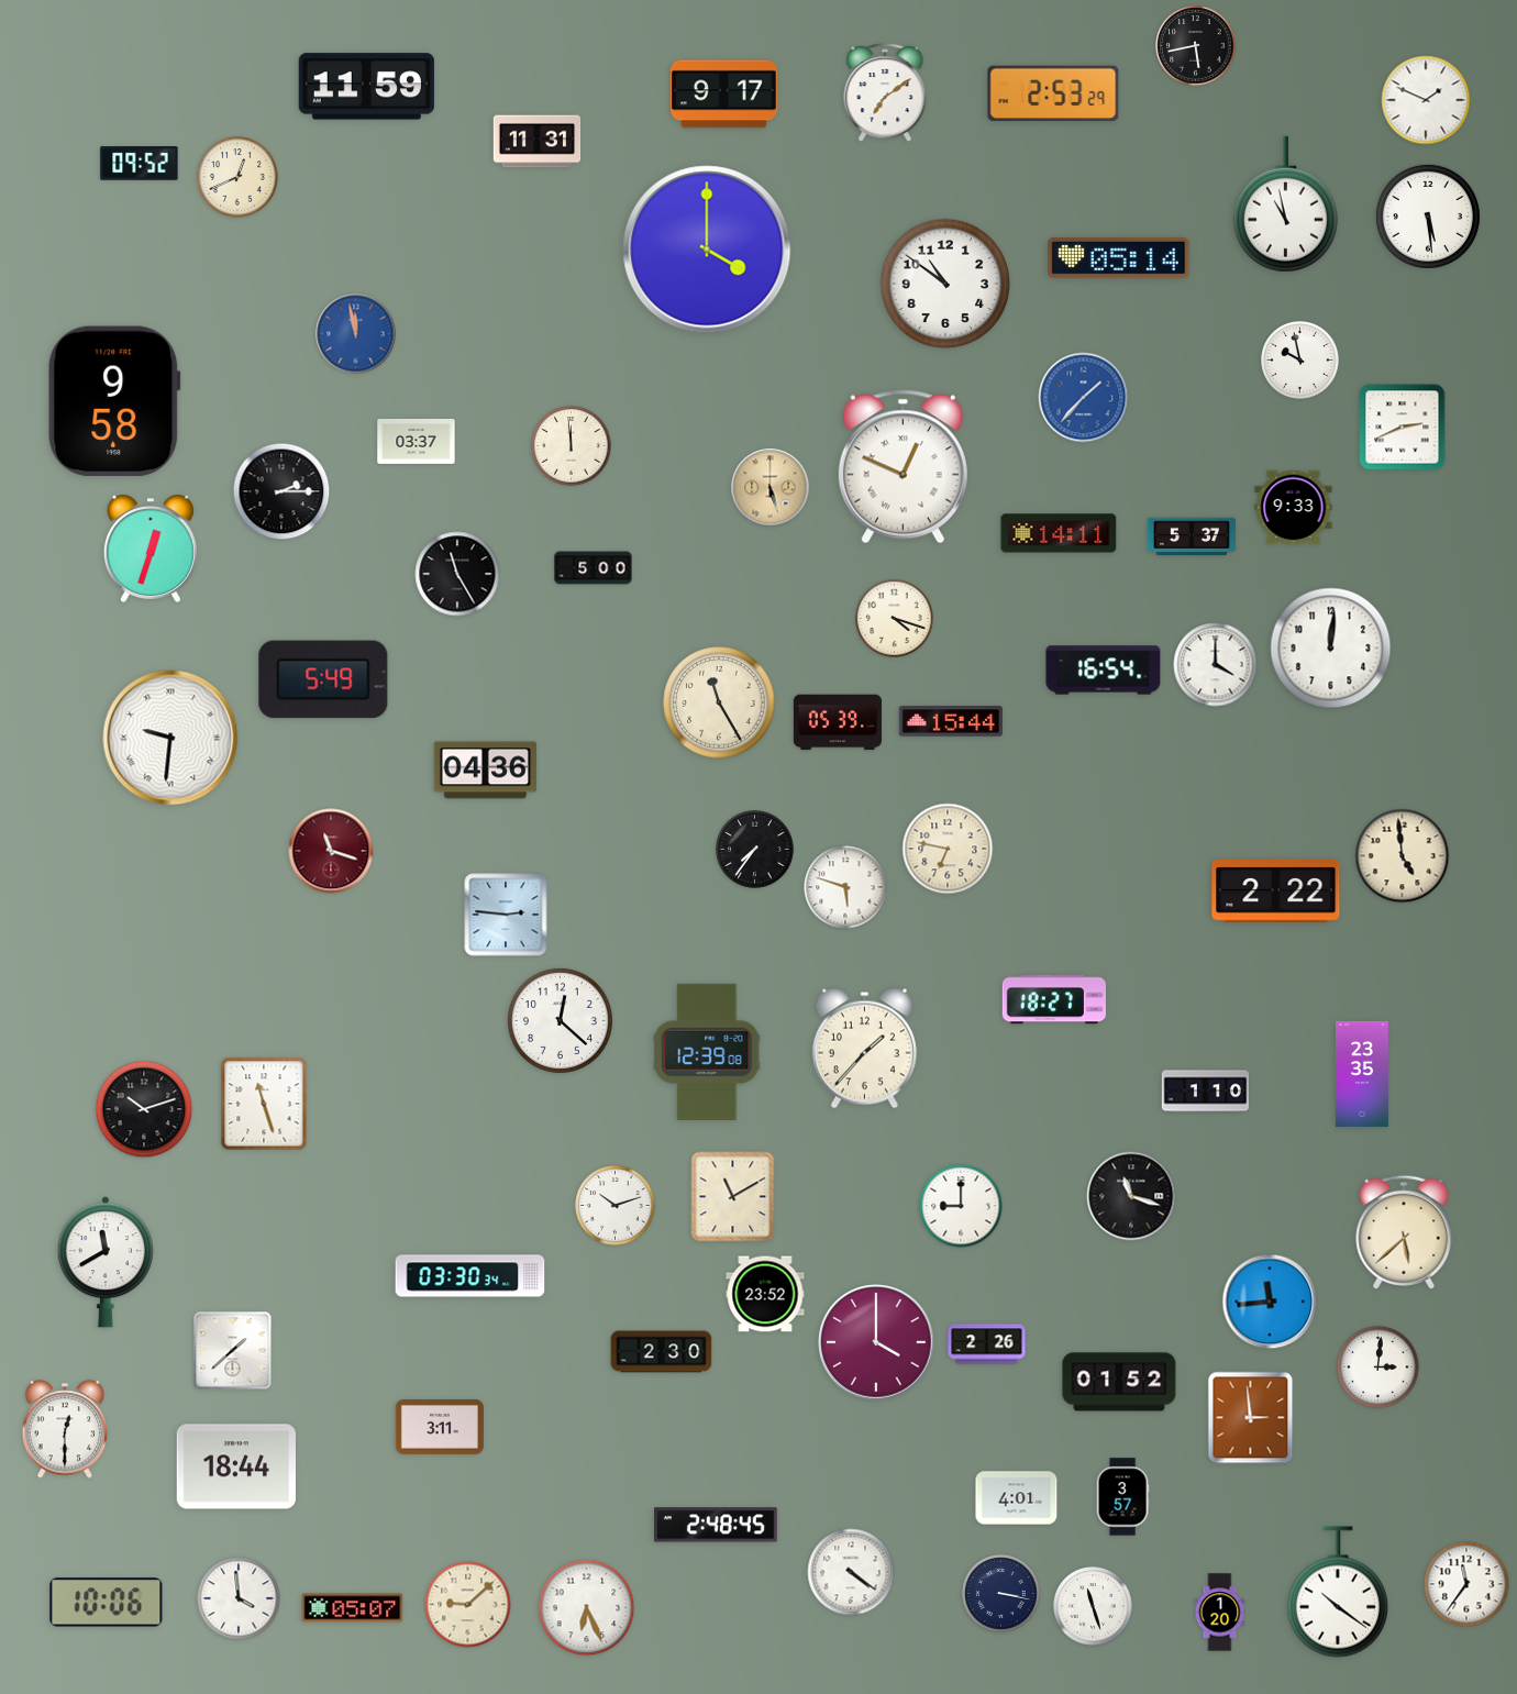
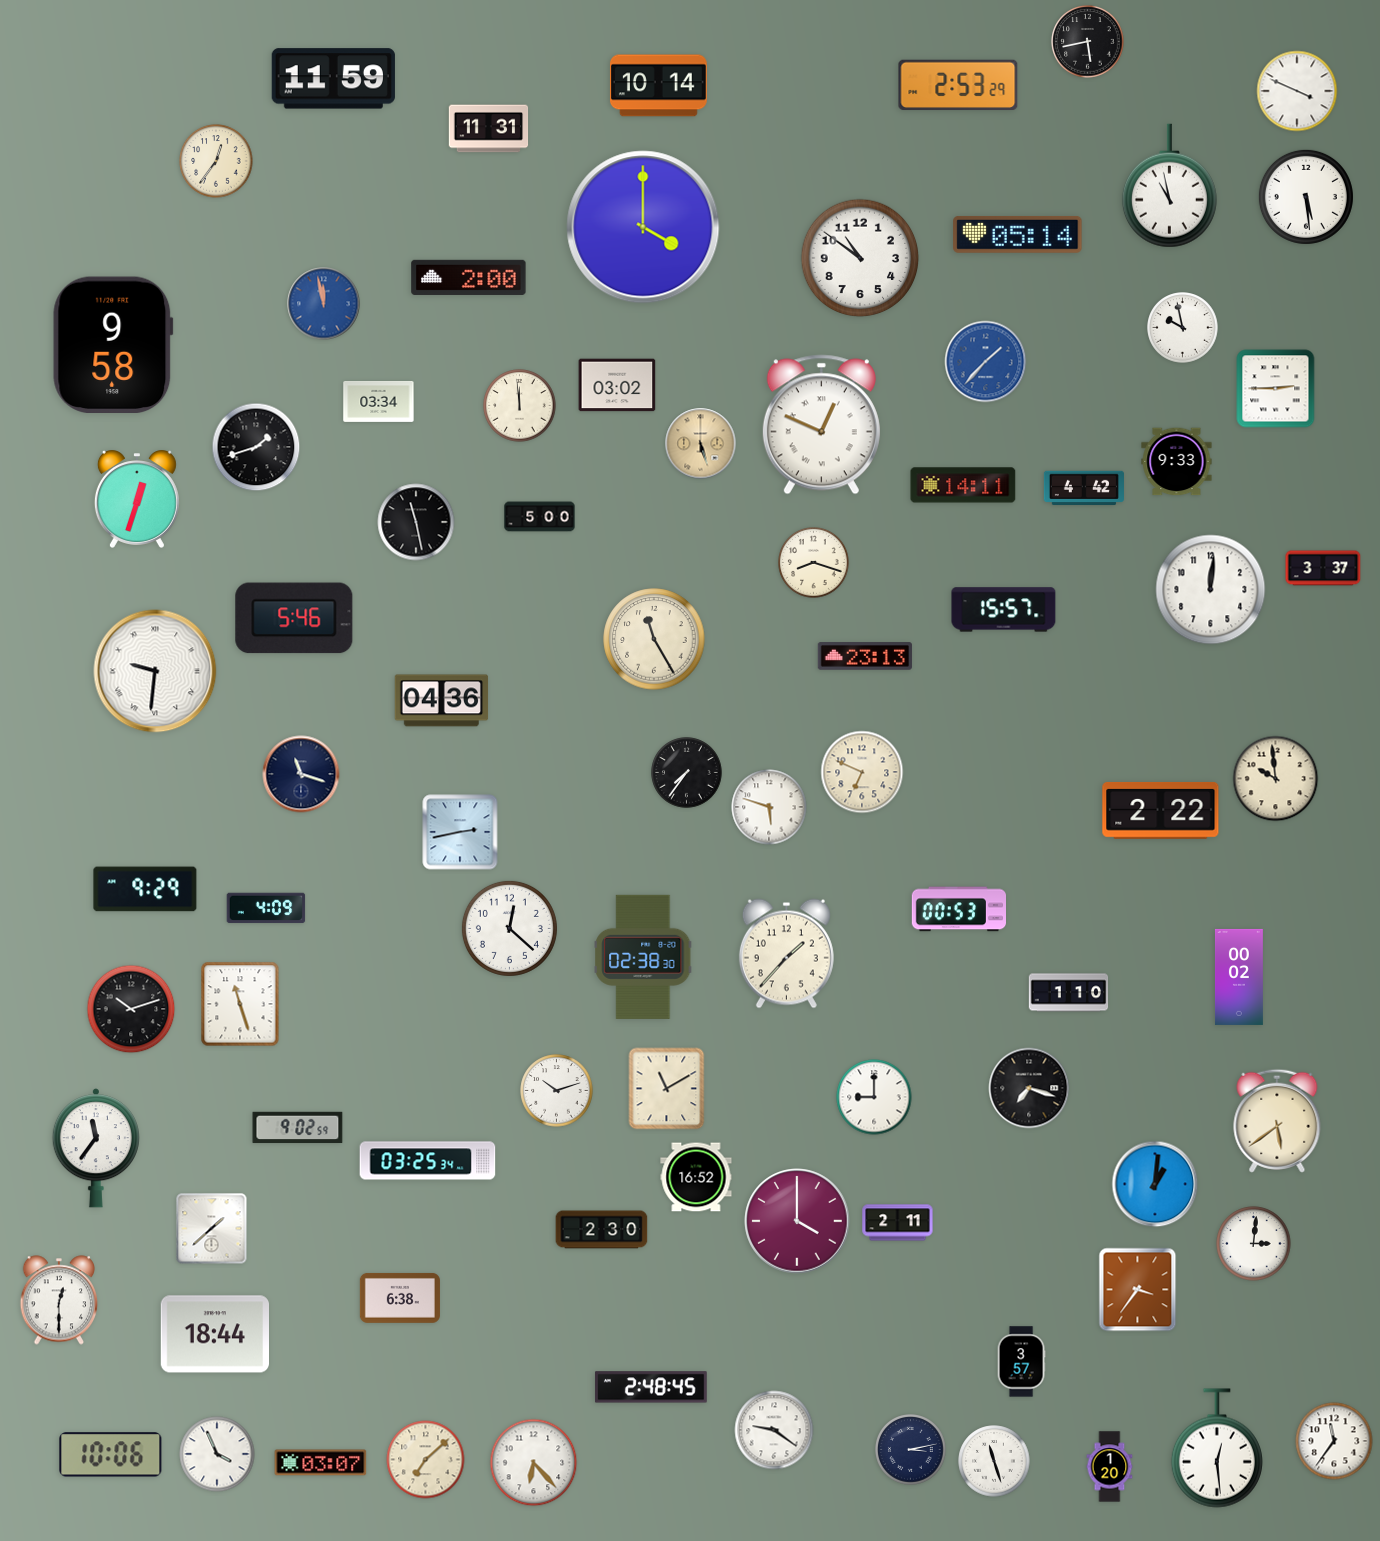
clock at (885, 93): 7:09 -> none
clock at (723, 95): 9:17 -> 10:14
clock at (1426, 100): 1:49 -> 3:49
clock at (140, 164): 09:52 -> none
clock at (237, 177): 12:41 -> 12:36
clock at (1428, 217) position: (1428, 217) -> (1306, 197)
clock at (469, 277): none -> 2:00
clock at (114, 400) position: (114, 400) -> (113, 344)
clock at (617, 385): none -> 03:02
clock at (1403, 428): 2:41 -> 2:45
clock at (417, 441): 03:37 -> 03:34
clock at (281, 491): 2:15 -> 1:42
clock at (1192, 536): 5:37 -> 4:42
clock at (457, 574): 11:25 -> 11:28
clock at (895, 619): 4:18 -> 8:18
clock at (1323, 568): none -> 3:37
clock at (1216, 665): 4:00 -> none
clock at (1104, 671): 16:54 -> 15:57
clock at (323, 679): 5:49 -> 5:46
clock at (951, 721): 15:44 -> 23:13
clock at (838, 722): 05:39 -> none
clock at (948, 849): 6:47 -> 6:49
clock at (331, 851) dial: burgundy -> navy
clock at (1403, 856): 4:59 -> 9:59
clock at (506, 915): 2:46 -> 2:43
clock at (145, 889): none -> 9:29
clock at (266, 908): none -> 4:09
clock at (1053, 999): 18:27 -> 00:53
clock at (707, 1052): 12:39 -> 02:38
clock at (1362, 1074): 23:35 -> 00:02
clock at (1206, 1092) position: (1206, 1092) -> (1069, 993)
clock at (1131, 1196): 11:18 -> 7:18
clock at (616, 1206) position: (616, 1206) -> (557, 1091)
clock at (1404, 1232): 5:38 -> 5:39
clock at (298, 1128): none -> 9:02
clock at (106, 1262): 11:40 -> 11:36
clock at (470, 1276): 03:30 -> 03:25
clock at (765, 1294): 23:52 -> 16:52
clock at (1270, 1302): 11:44 -> 1:01
clock at (987, 1344): 2:26 -> 2:11
clock at (1119, 1382): 01:52 -> none
clock at (1251, 1418): 2:59 -> 3:36
clock at (440, 1427): 3:11 -> 6:38
clock at (1017, 1498): 4:01 -> none
clock at (851, 1572): 4:21 -> 9:21
clock at (1338, 1592): 10:21 -> 12:29
clock at (1001, 1594): 3:17 -> 3:13
clock at (239, 1598): 3:59 -> 3:56
clock at (107, 1603) position: (107, 1603) -> (111, 1455)
clock at (468, 1605): 9:08 -> 7:08
clock at (353, 1608): 05:07 -> 03:07
clock at (587, 1608): 6:26 -> 6:23
